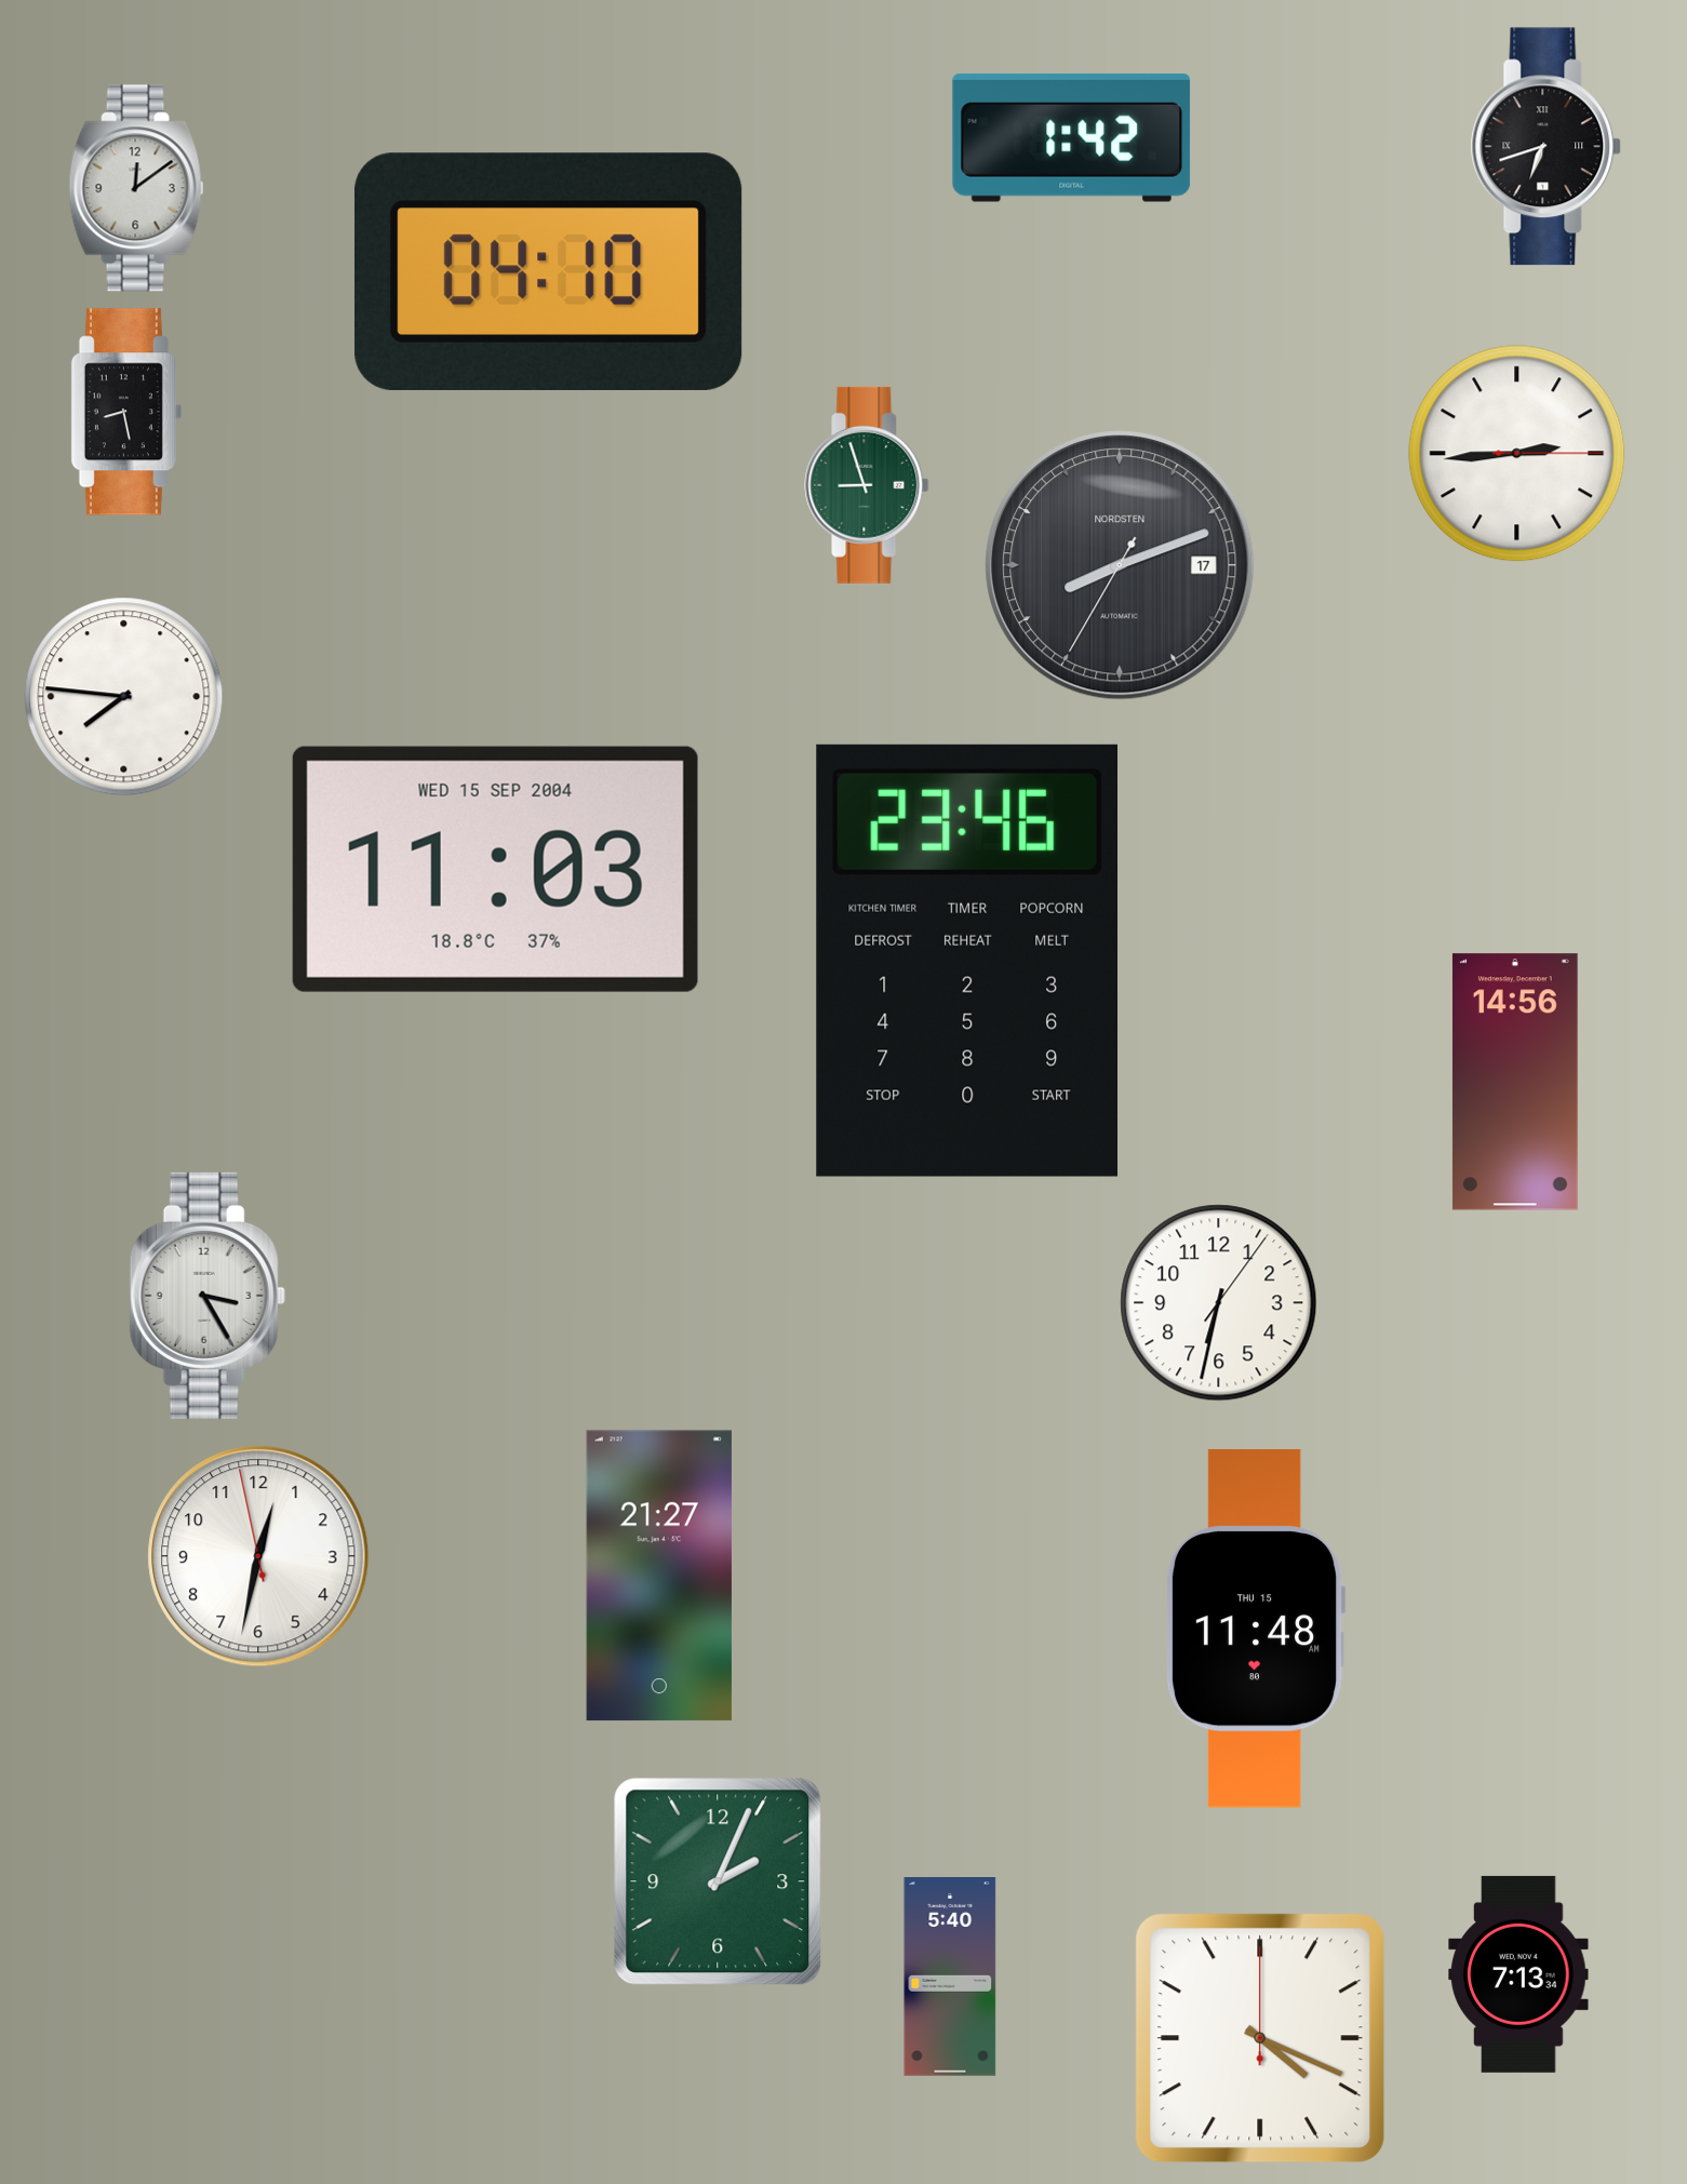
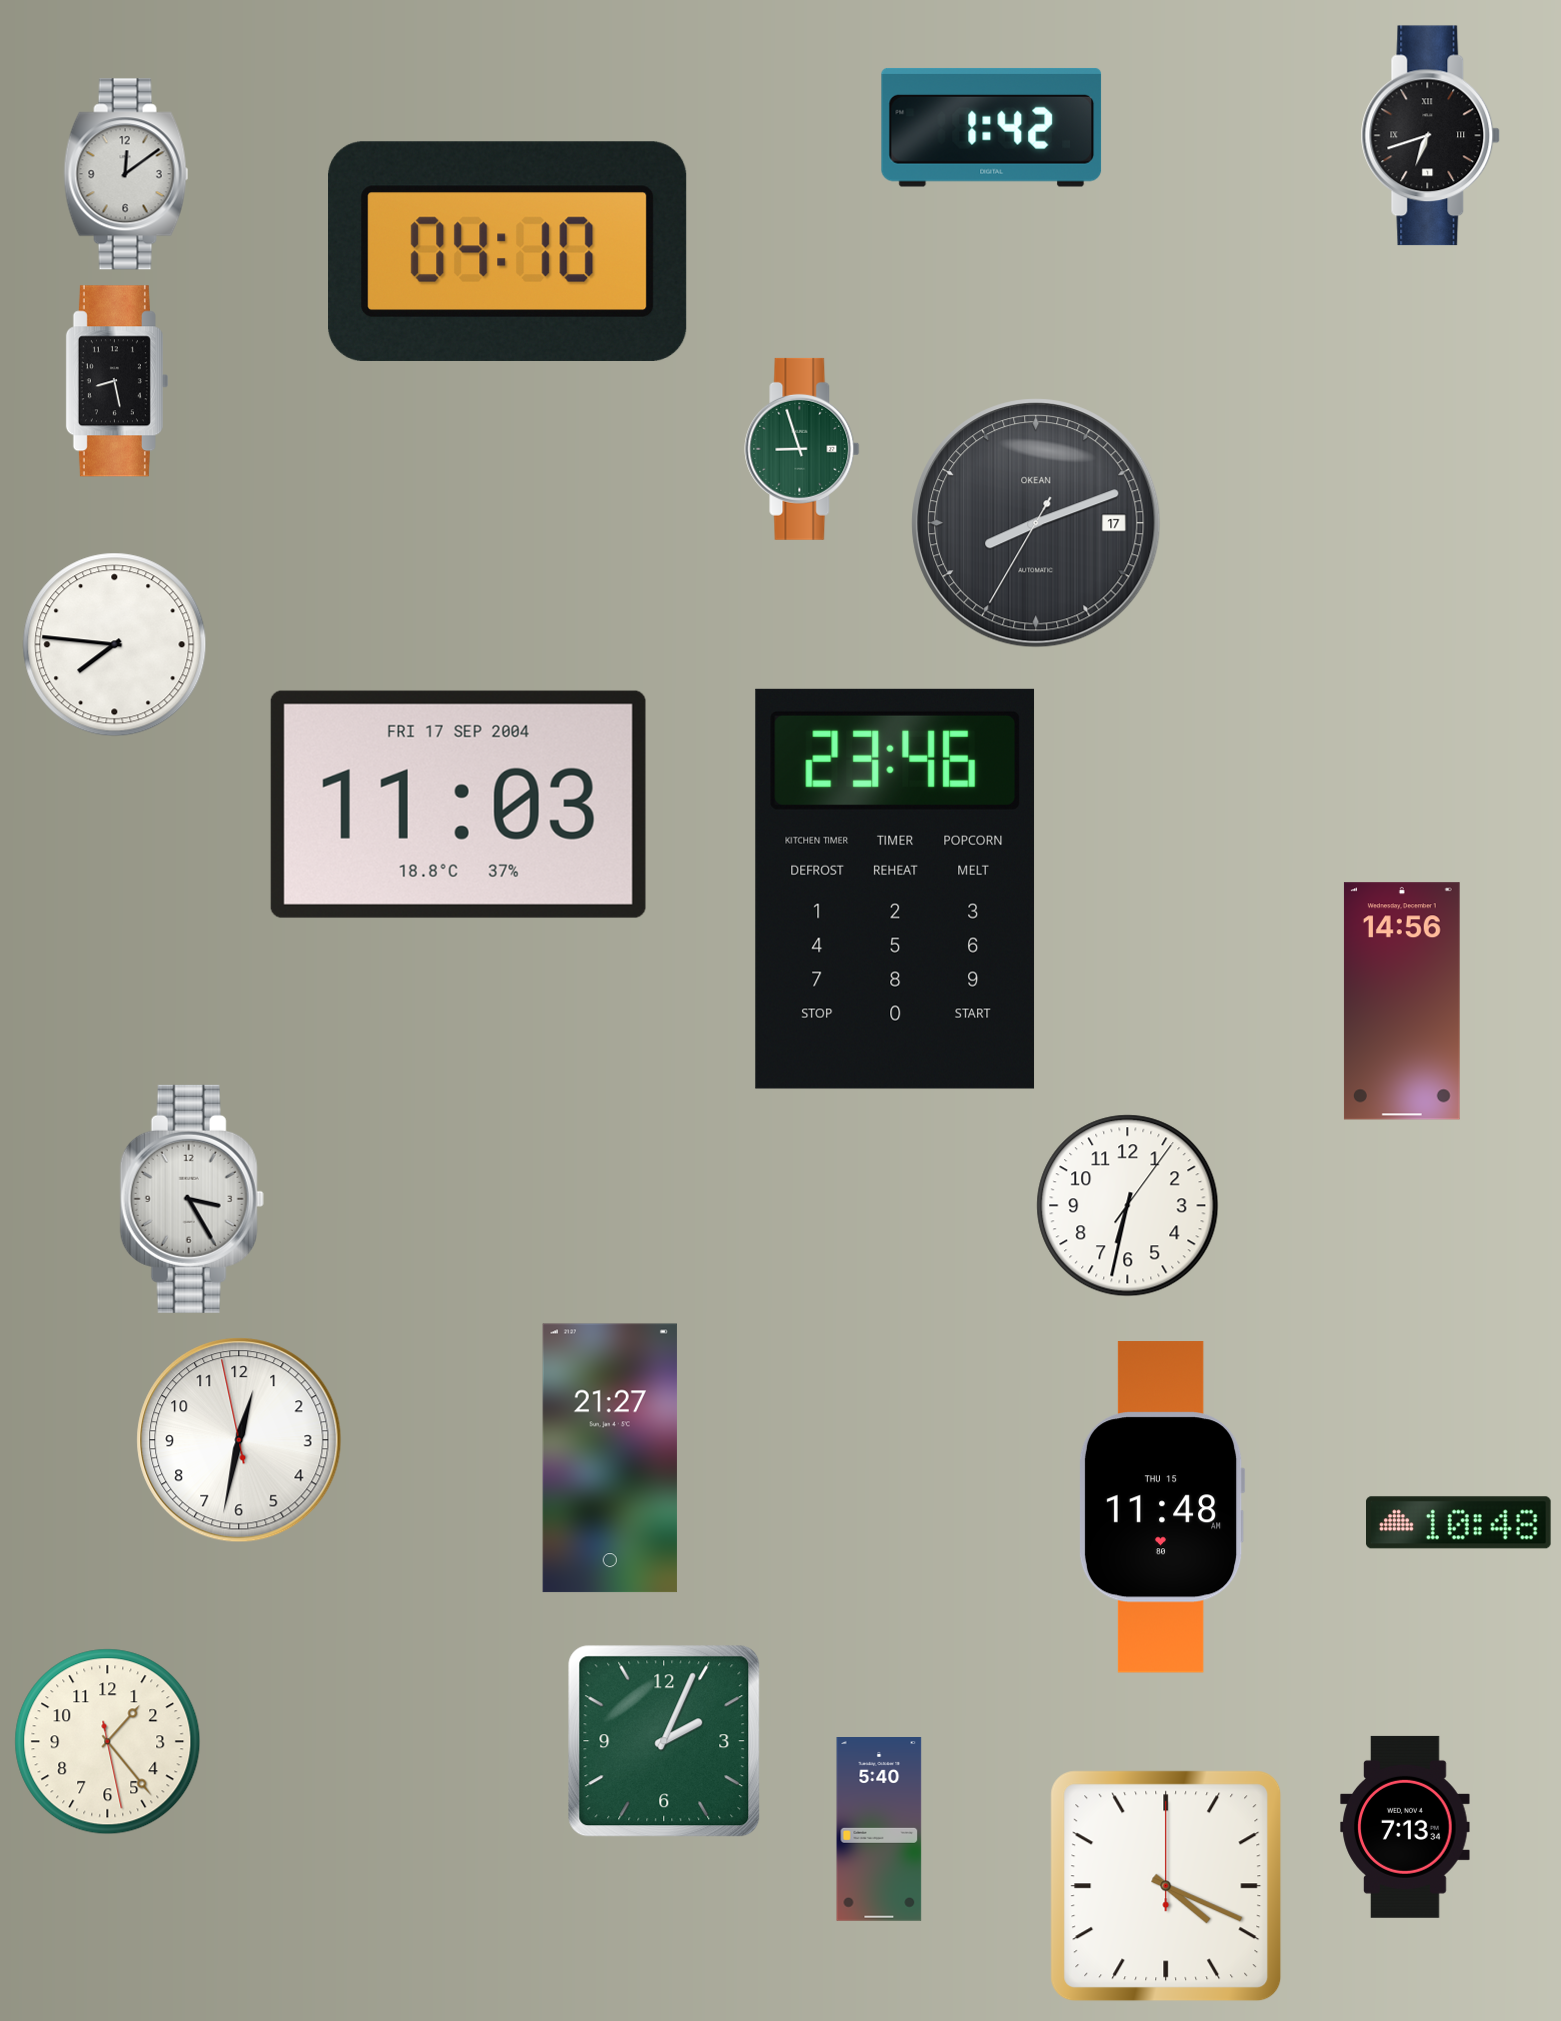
clock at (1517, 454): 2:44 -> none
clock at (1120, 565) brand: NORDSTEN -> OKEAN
clock at (495, 869) date: WED 15 SEP 2004 -> FRI 17 SEP 2004
clock at (1459, 1523): none -> 10:48
clock at (108, 1742): none -> 1:23
